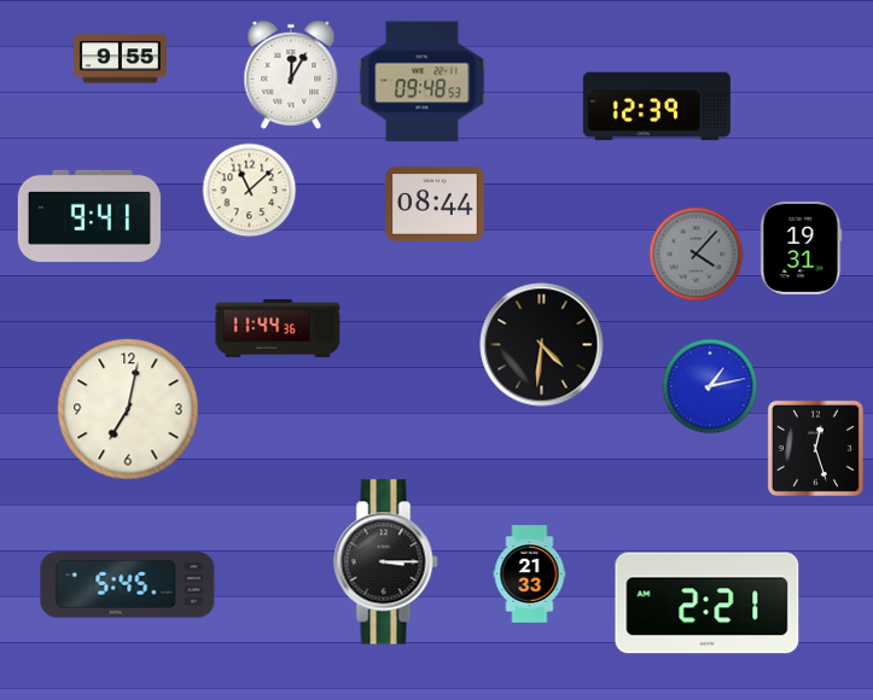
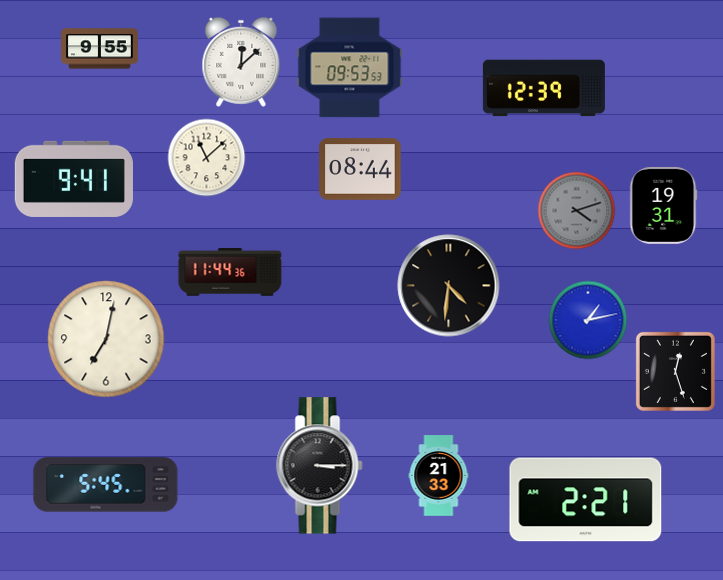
clock at (291, 75): 12:05 -> 12:08
clock at (423, 82): 09:48 -> 09:53
clock at (696, 253): 4:07 -> 4:12
